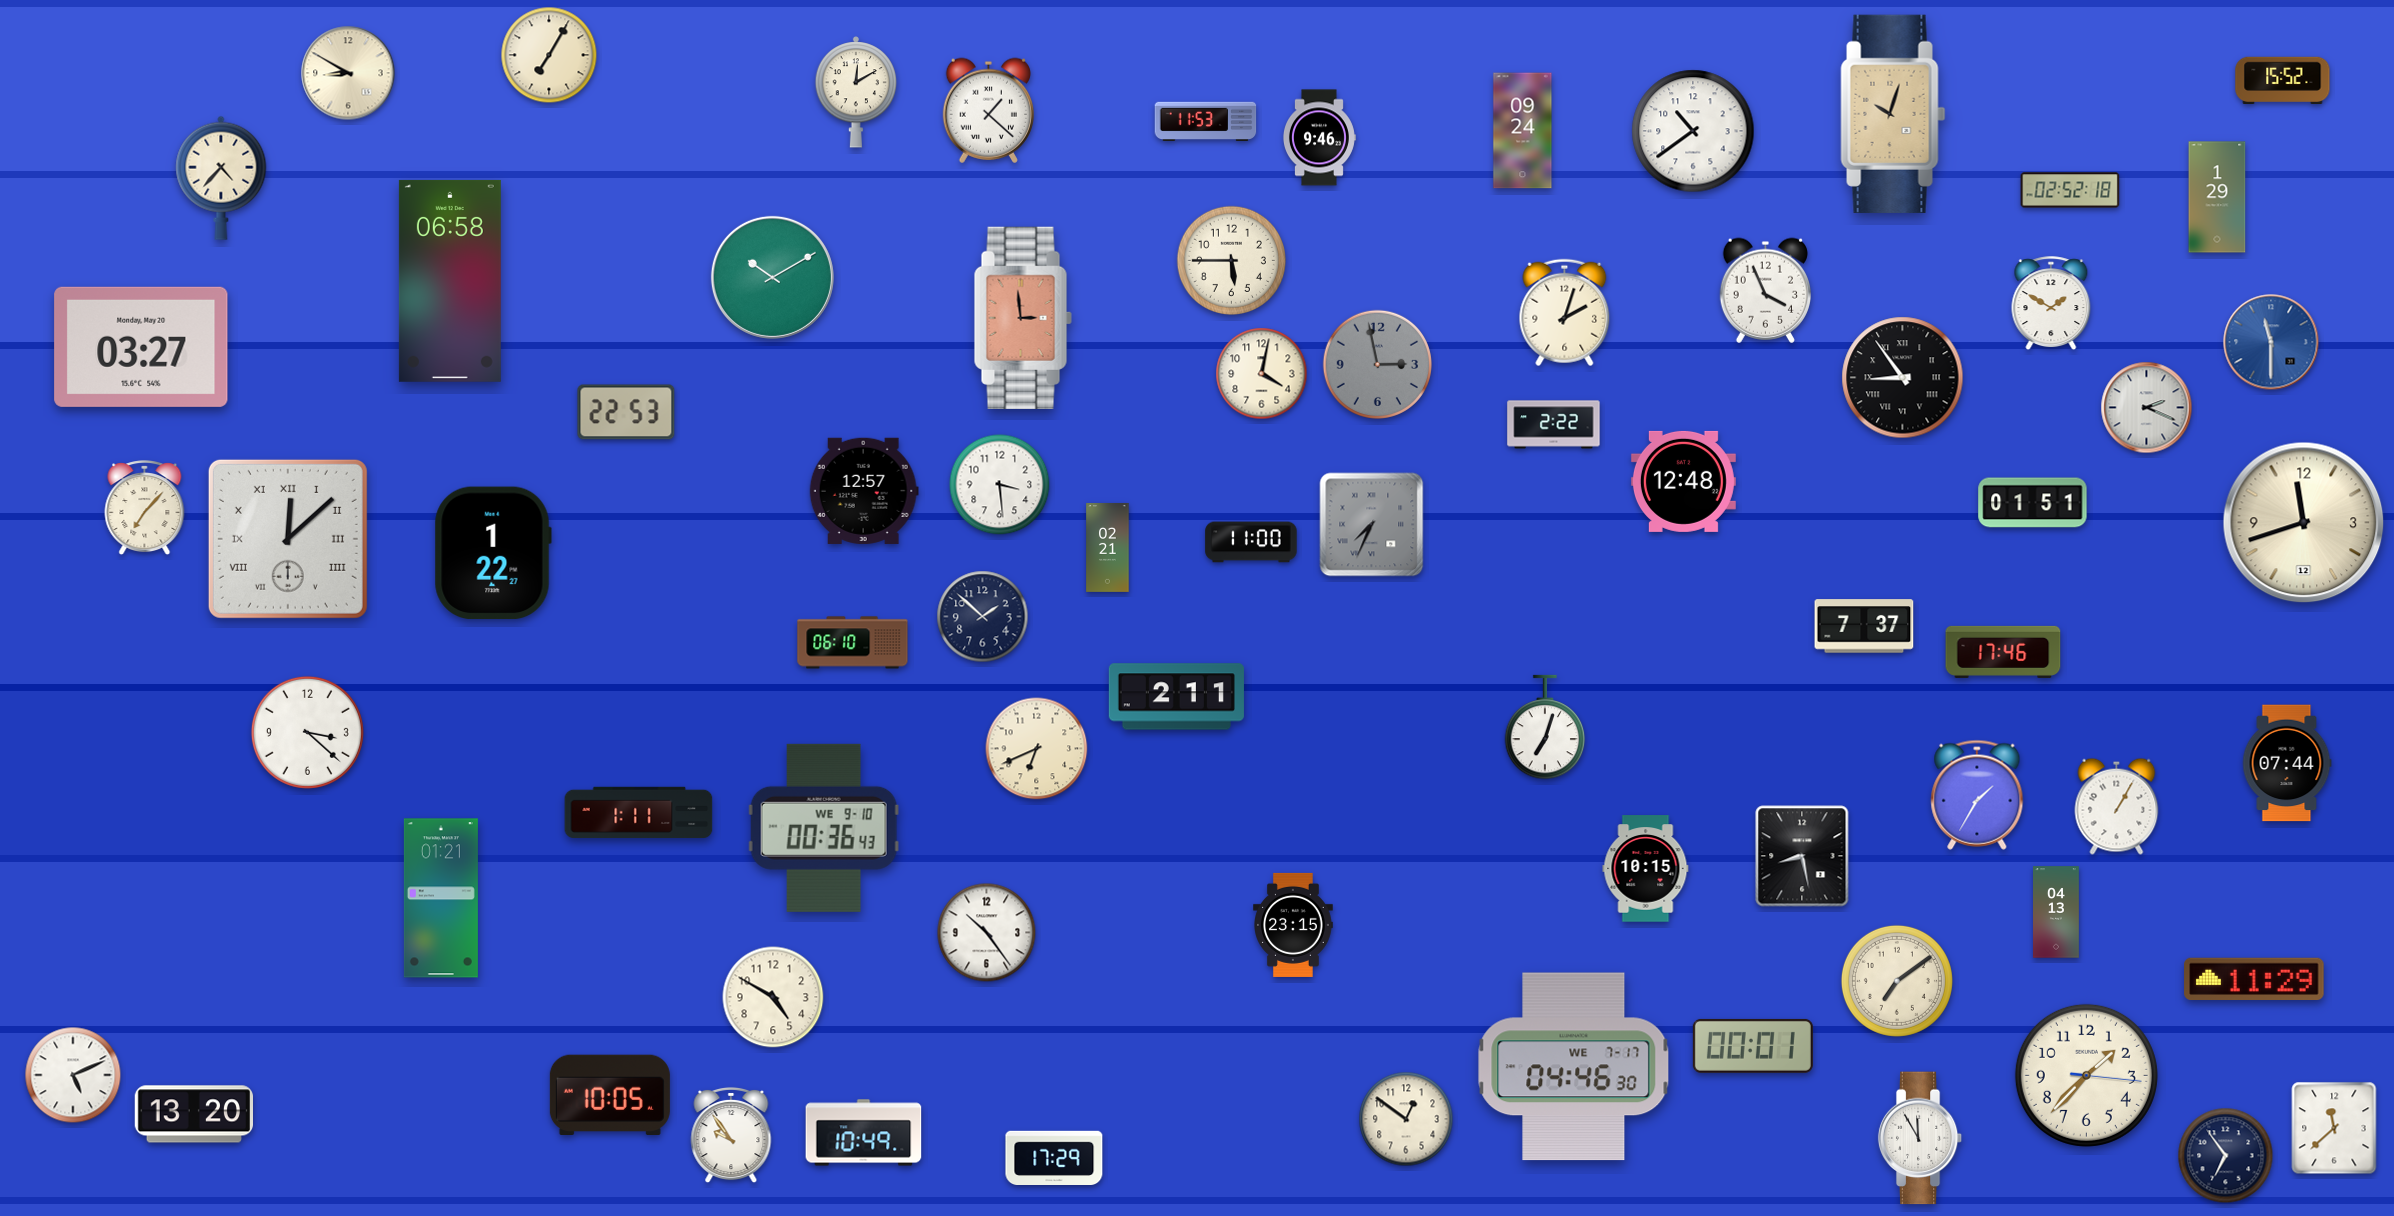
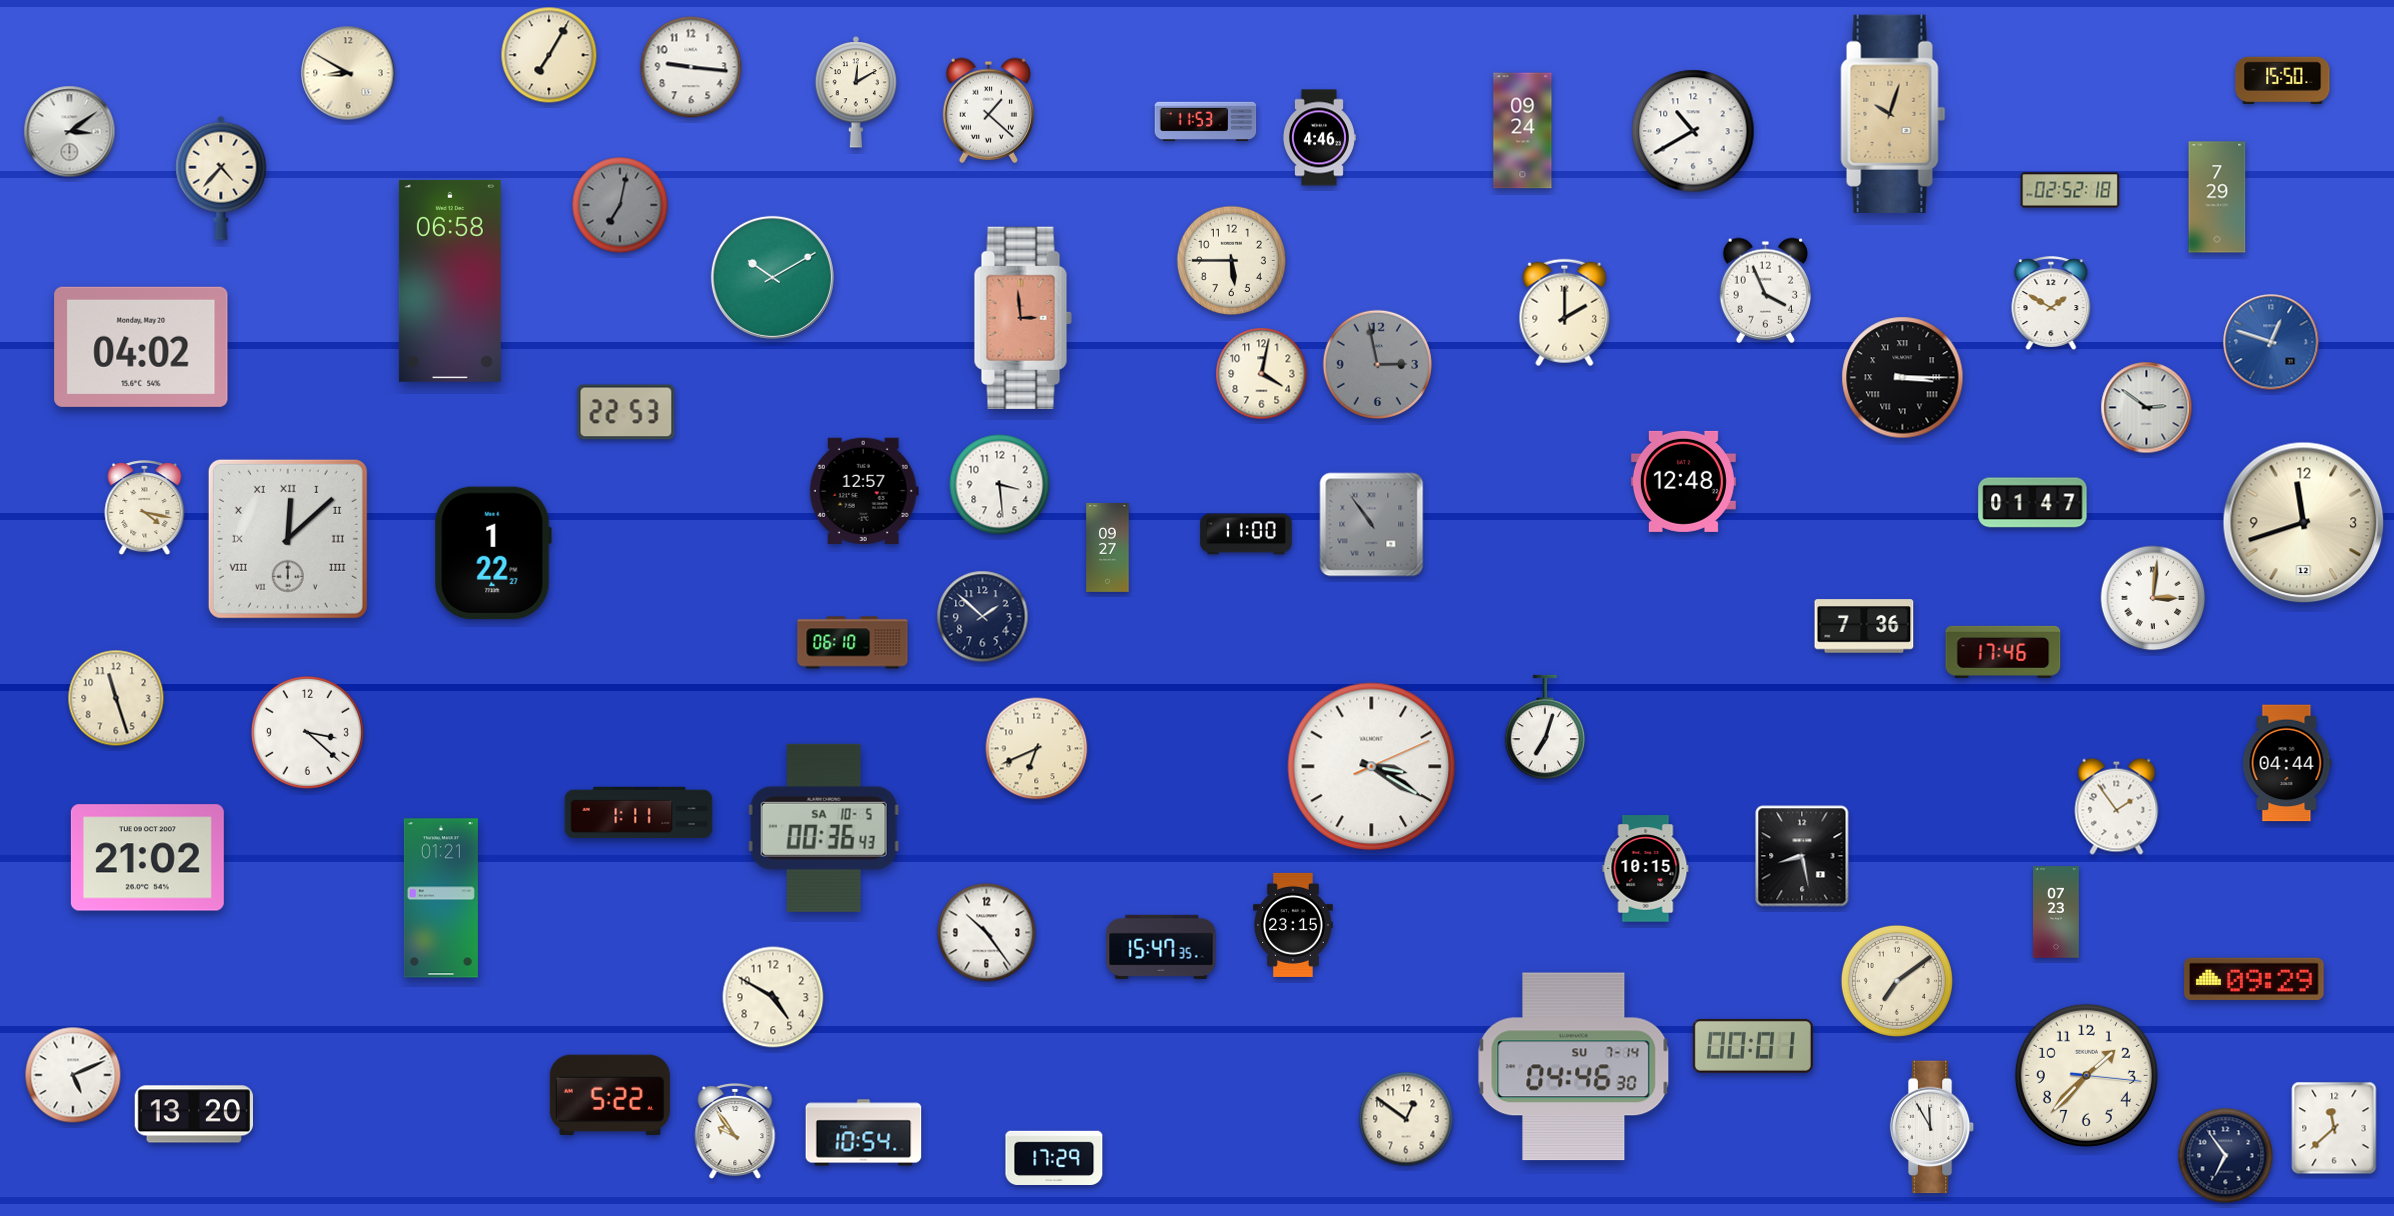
clock at (691, 67): none -> 9:16
clock at (2283, 81): 15:52 -> 15:50
clock at (1693, 131): 10:39 -> 10:40
clock at (70, 132): none -> 3:09
clock at (1319, 138): 9:46 -> 4:46
clock at (2217, 197): 1:29 -> 7:29
clock at (620, 205): none -> 7:02
clock at (1565, 313): 2:03 -> 2:00
clock at (2271, 342): 11:30 -> 12:48
clock at (141, 347): 03:27 -> 04:02
clock at (1903, 378): 8:54 -> 3:15
clock at (2147, 408): 2:19 -> 2:51
clock at (1554, 425): 2:22 -> none
clock at (2033, 503): 01:51 -> 01:47
clock at (145, 508): 7:07 -> 4:17
clock at (1372, 525): 7:34 -> 10:54
clock at (1251, 542) position: (1251, 542) -> (1246, 534)
clock at (1108, 547): 02:21 -> 09:27
clock at (2153, 598): none -> 3:01
clock at (1864, 626): 7:37 -> 7:36
clock at (1176, 697): 2:11 -> none
clock at (116, 698): none -> 11:27
clock at (2287, 763): 07:44 -> 04:44
clock at (1372, 767): none -> 3:20
clock at (1977, 795): 1:35 -> none
clock at (2117, 806): 1:05 -> 1:54
clock at (824, 828) date: WE 9-10 -> SA 10-5
clock at (147, 858): none -> 21:02
clock at (2057, 912): 04:13 -> 07:23
clock at (1161, 947): none -> 15:47
clock at (2254, 978): 11:29 -> 09:29
clock at (1574, 1067) date: WE 7-17 -> SU 7-14
clock at (610, 1094): 10:05 -> 5:22
clock at (864, 1133): 10:49 -> 10:54
clock at (731, 1135) position: (731, 1135) -> (735, 1131)
clock at (1920, 1138) position: (1920, 1138) -> (1932, 1127)
